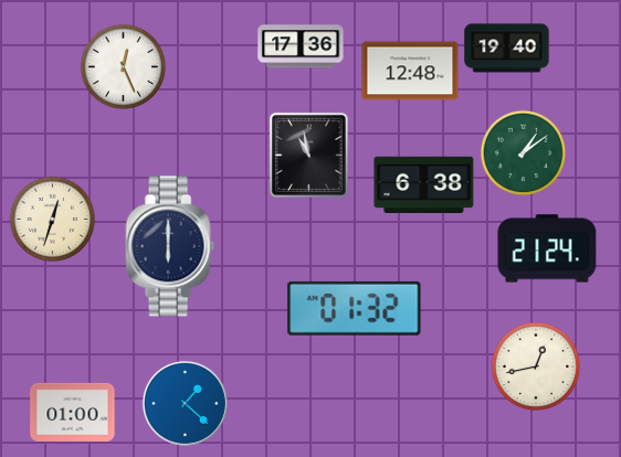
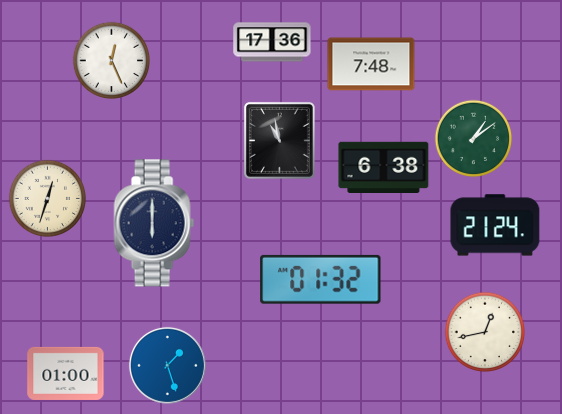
clock at (507, 49): 19:40 -> none
clock at (410, 71): 12:48 -> 7:48
clock at (185, 403): 1:22 -> 1:27
